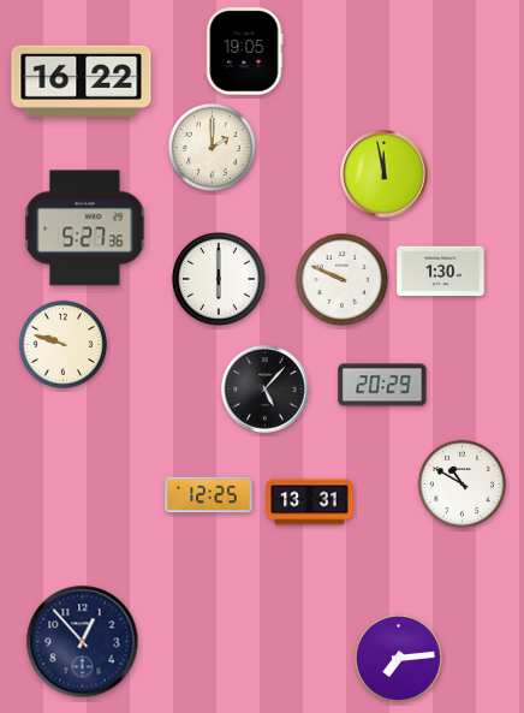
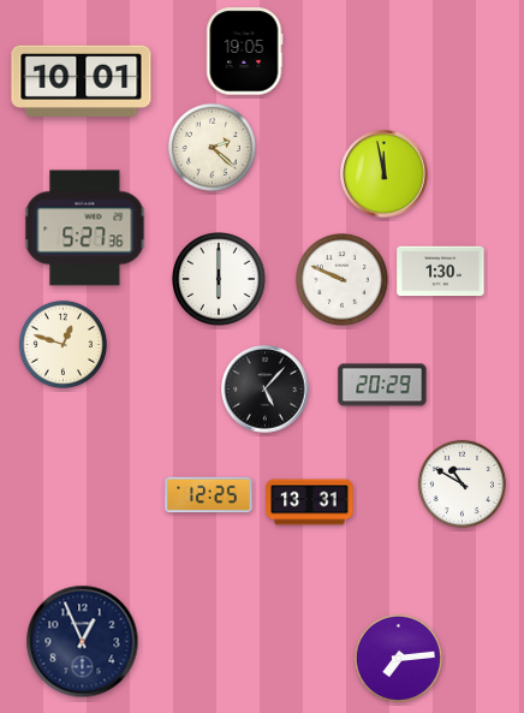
clock at (82, 81): 16:22 -> 10:01
clock at (212, 147): 2:00 -> 2:22
clock at (62, 344): 9:48 -> 12:48
clock at (83, 642): 12:53 -> 12:56
